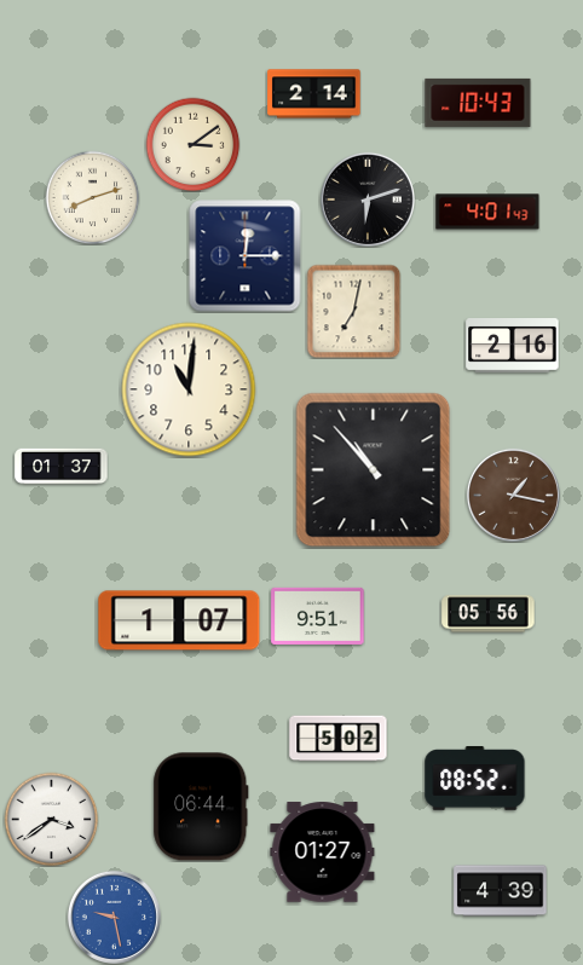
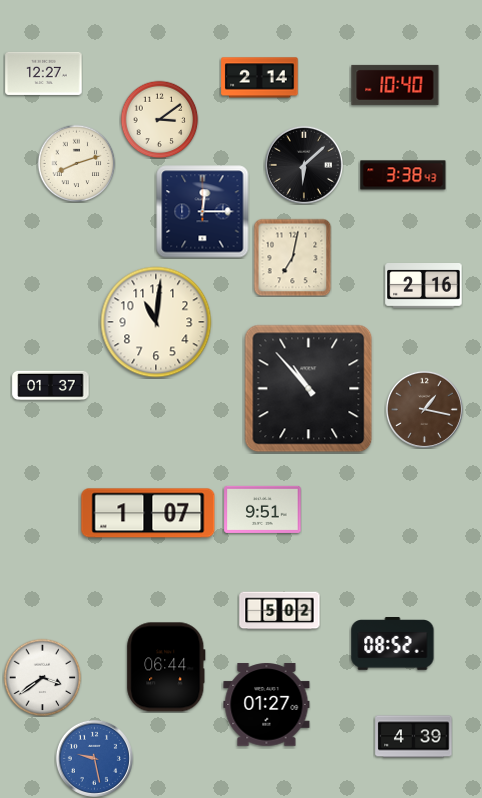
clock at (44, 73): none -> 12:27
clock at (478, 103): 10:43 -> 10:40
clock at (368, 200): 6:12 -> 6:08
clock at (487, 212): 4:01 -> 3:38
clock at (489, 614): 05:56 -> none
